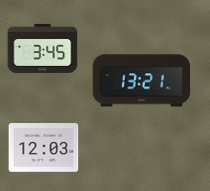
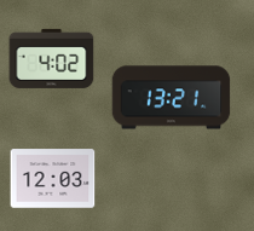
clock at (43, 48): 3:45 -> 4:02
